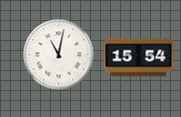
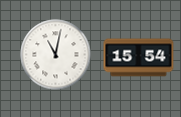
clock at (59, 55) position: (59, 55) -> (56, 55)
